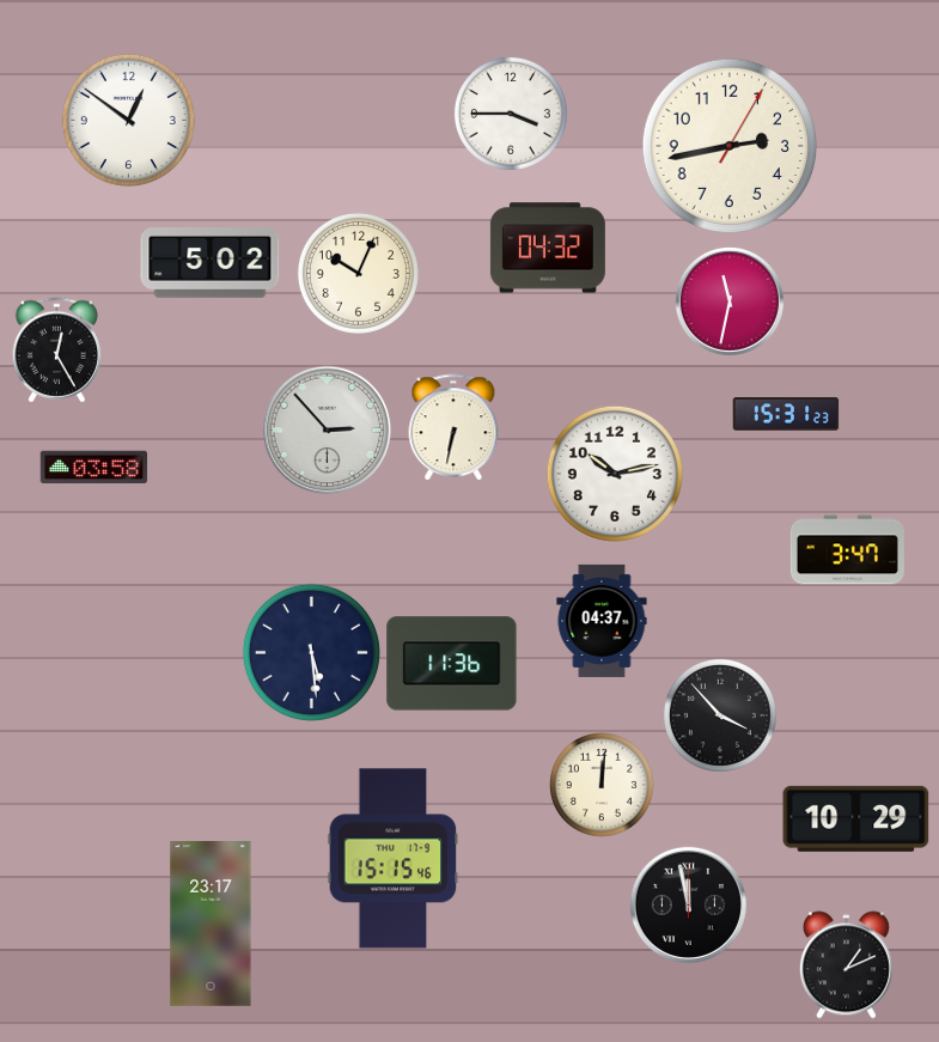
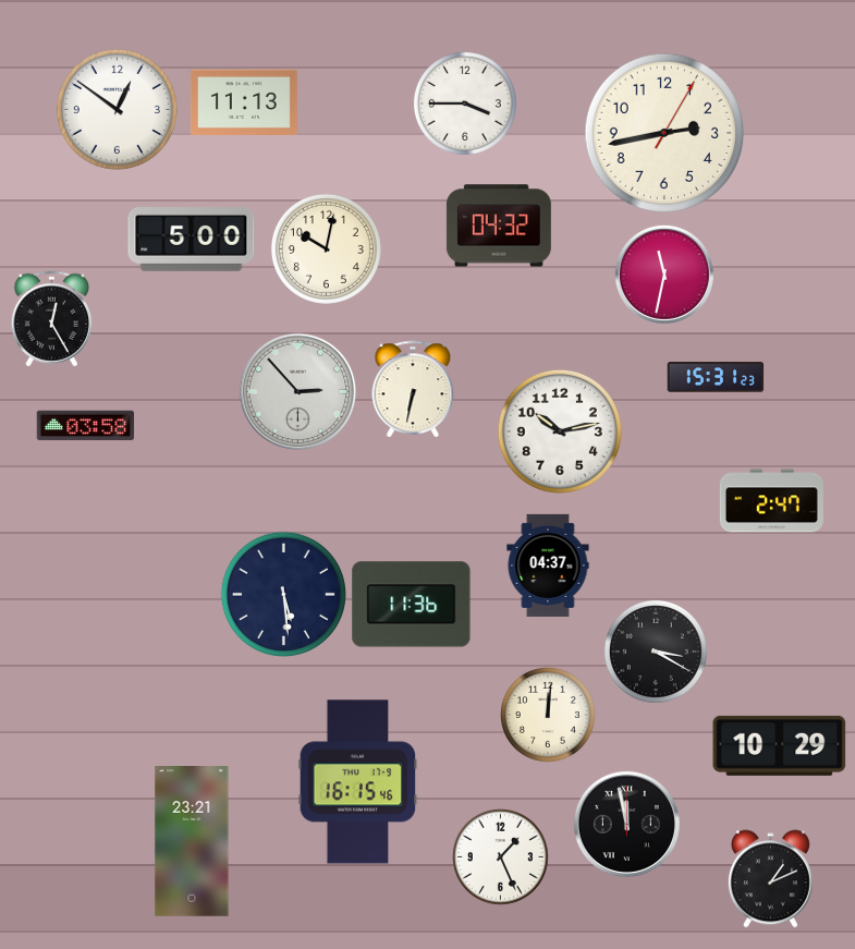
clock at (244, 101): none -> 11:13
clock at (211, 263): 5:02 -> 5:00
clock at (358, 273): 10:04 -> 10:02
clock at (847, 550): 3:47 -> 2:47
clock at (720, 715): 3:53 -> 3:20
clock at (394, 859): 15:15 -> 16:15
clock at (211, 925): 23:17 -> 23:21
clock at (501, 857): none -> 1:26
